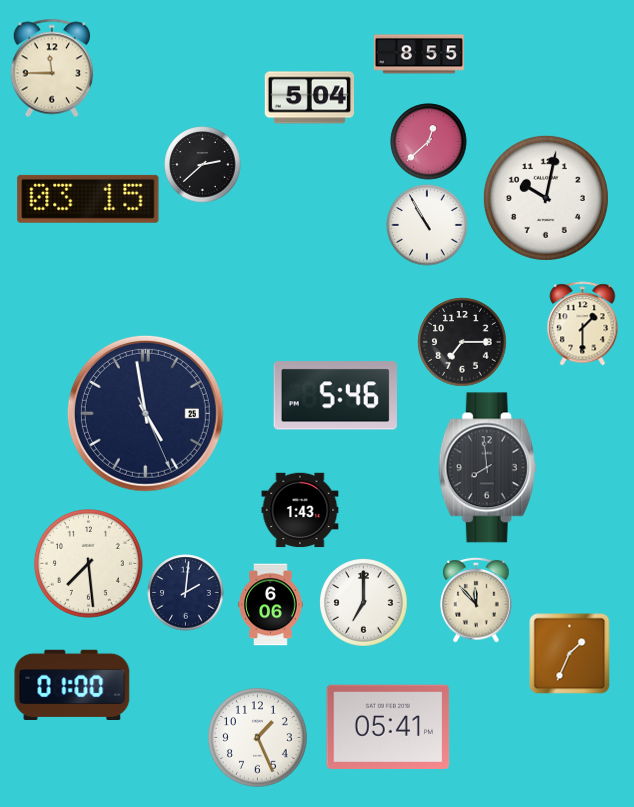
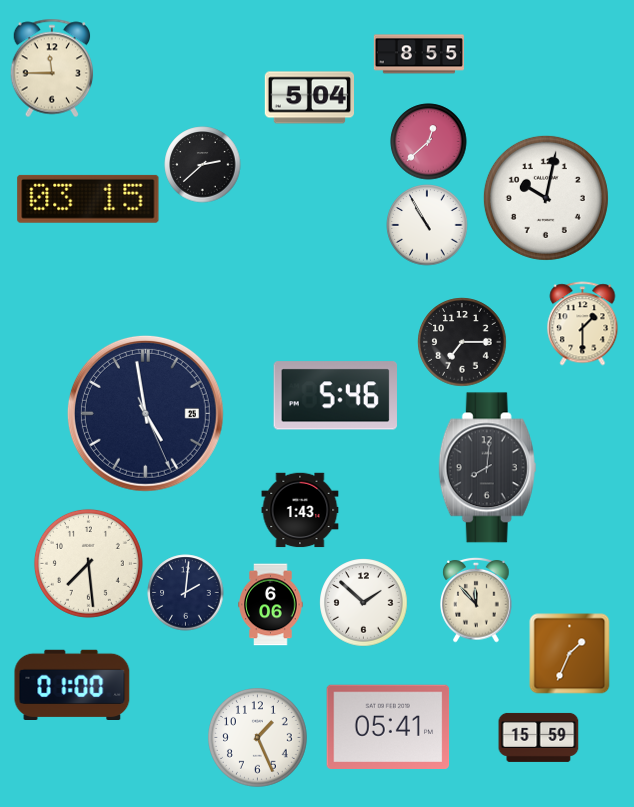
clock at (487, 468): 7:59 -> 8:01
clock at (364, 603): 7:00 -> 1:52
clock at (539, 737): none -> 15:59
